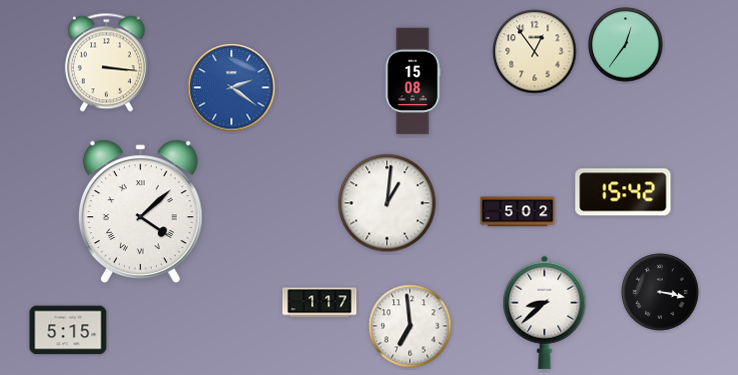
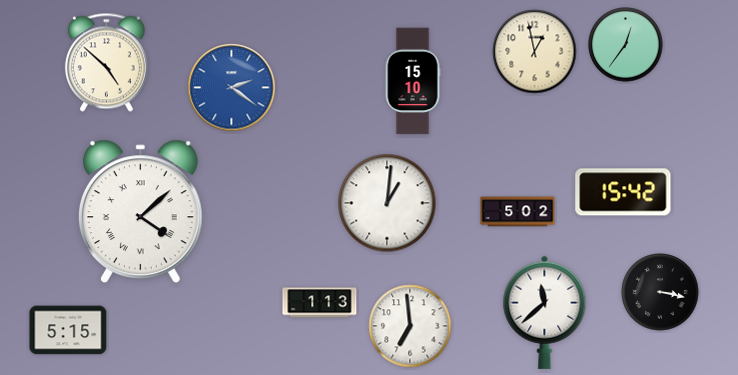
clock at (535, 52): 12:54 -> 12:58
clock at (106, 63): 3:16 -> 4:52
clock at (413, 81): 15:08 -> 15:10
clock at (320, 303): 1:17 -> 1:13
clock at (545, 312): 8:38 -> 11:38
